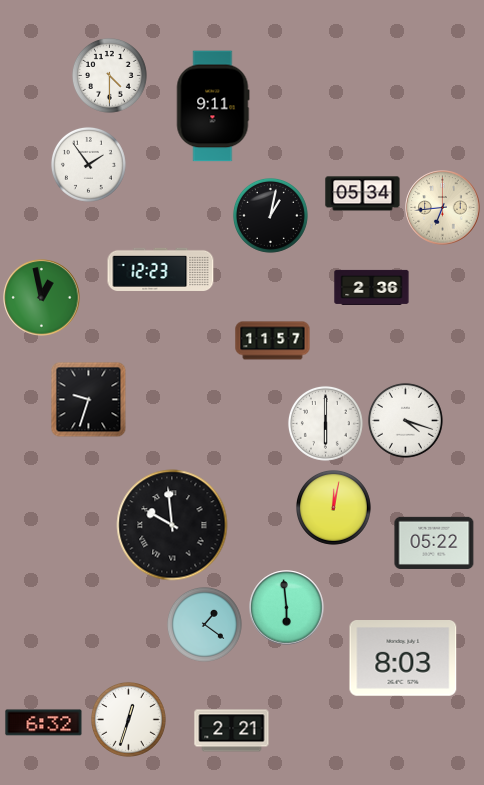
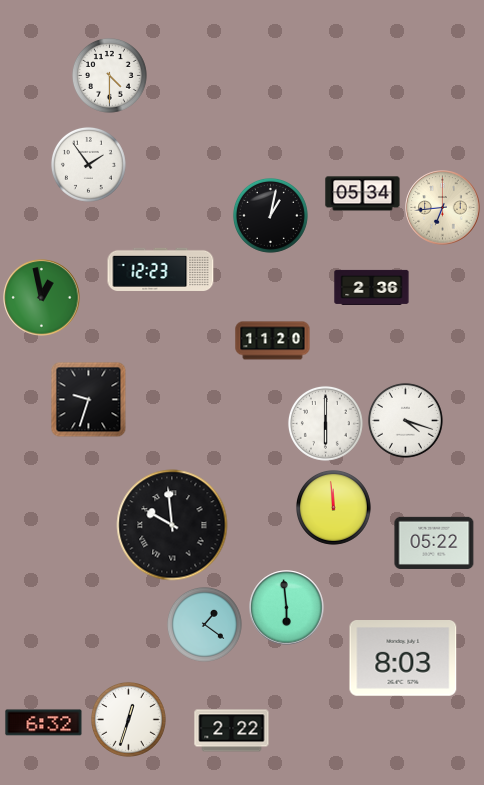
clock at (213, 106): 9:11 -> none
clock at (273, 341): 11:57 -> 11:20
clock at (333, 507): 12:02 -> 11:59
clock at (232, 731): 2:21 -> 2:22
